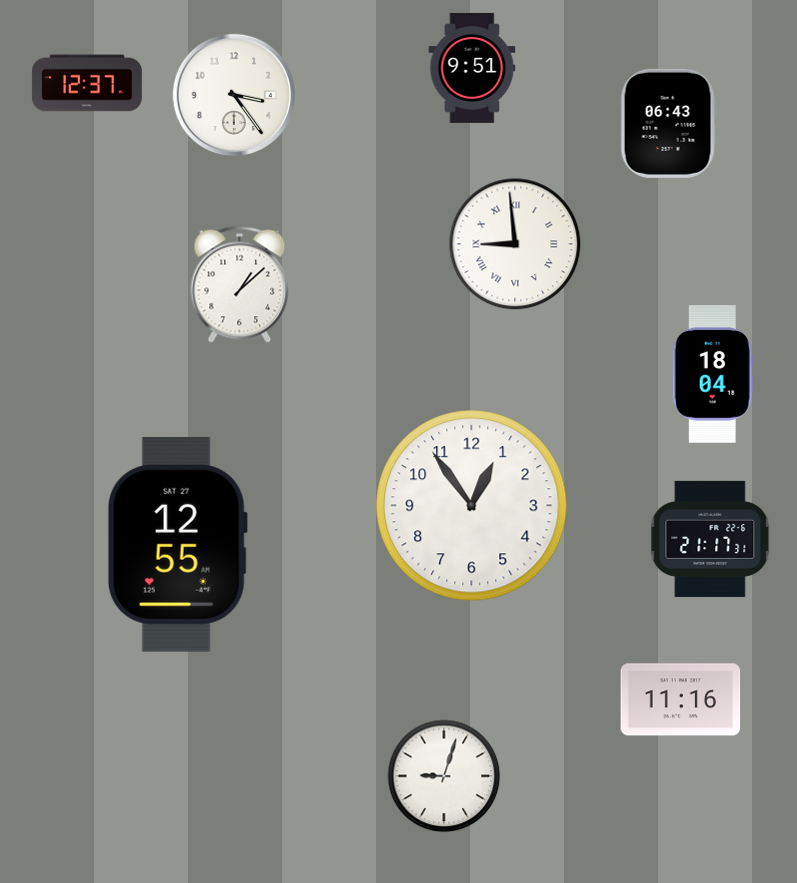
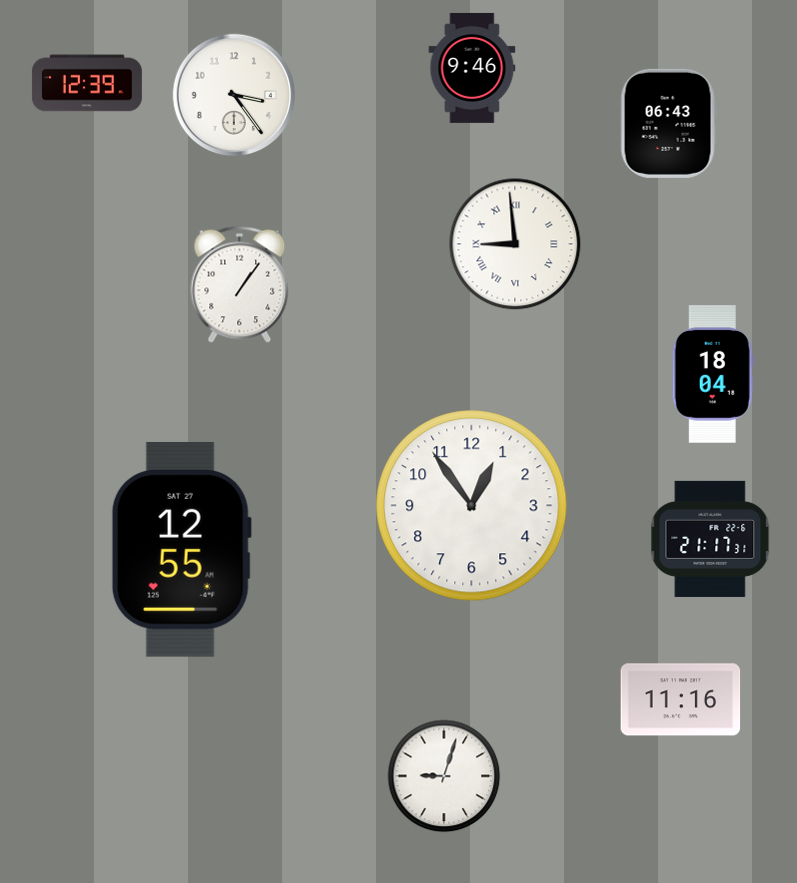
clock at (472, 68): 9:51 -> 9:46
clock at (87, 83): 12:37 -> 12:39
clock at (240, 284): 1:08 -> 1:06
clock at (177, 544) position: (177, 544) -> (181, 549)
